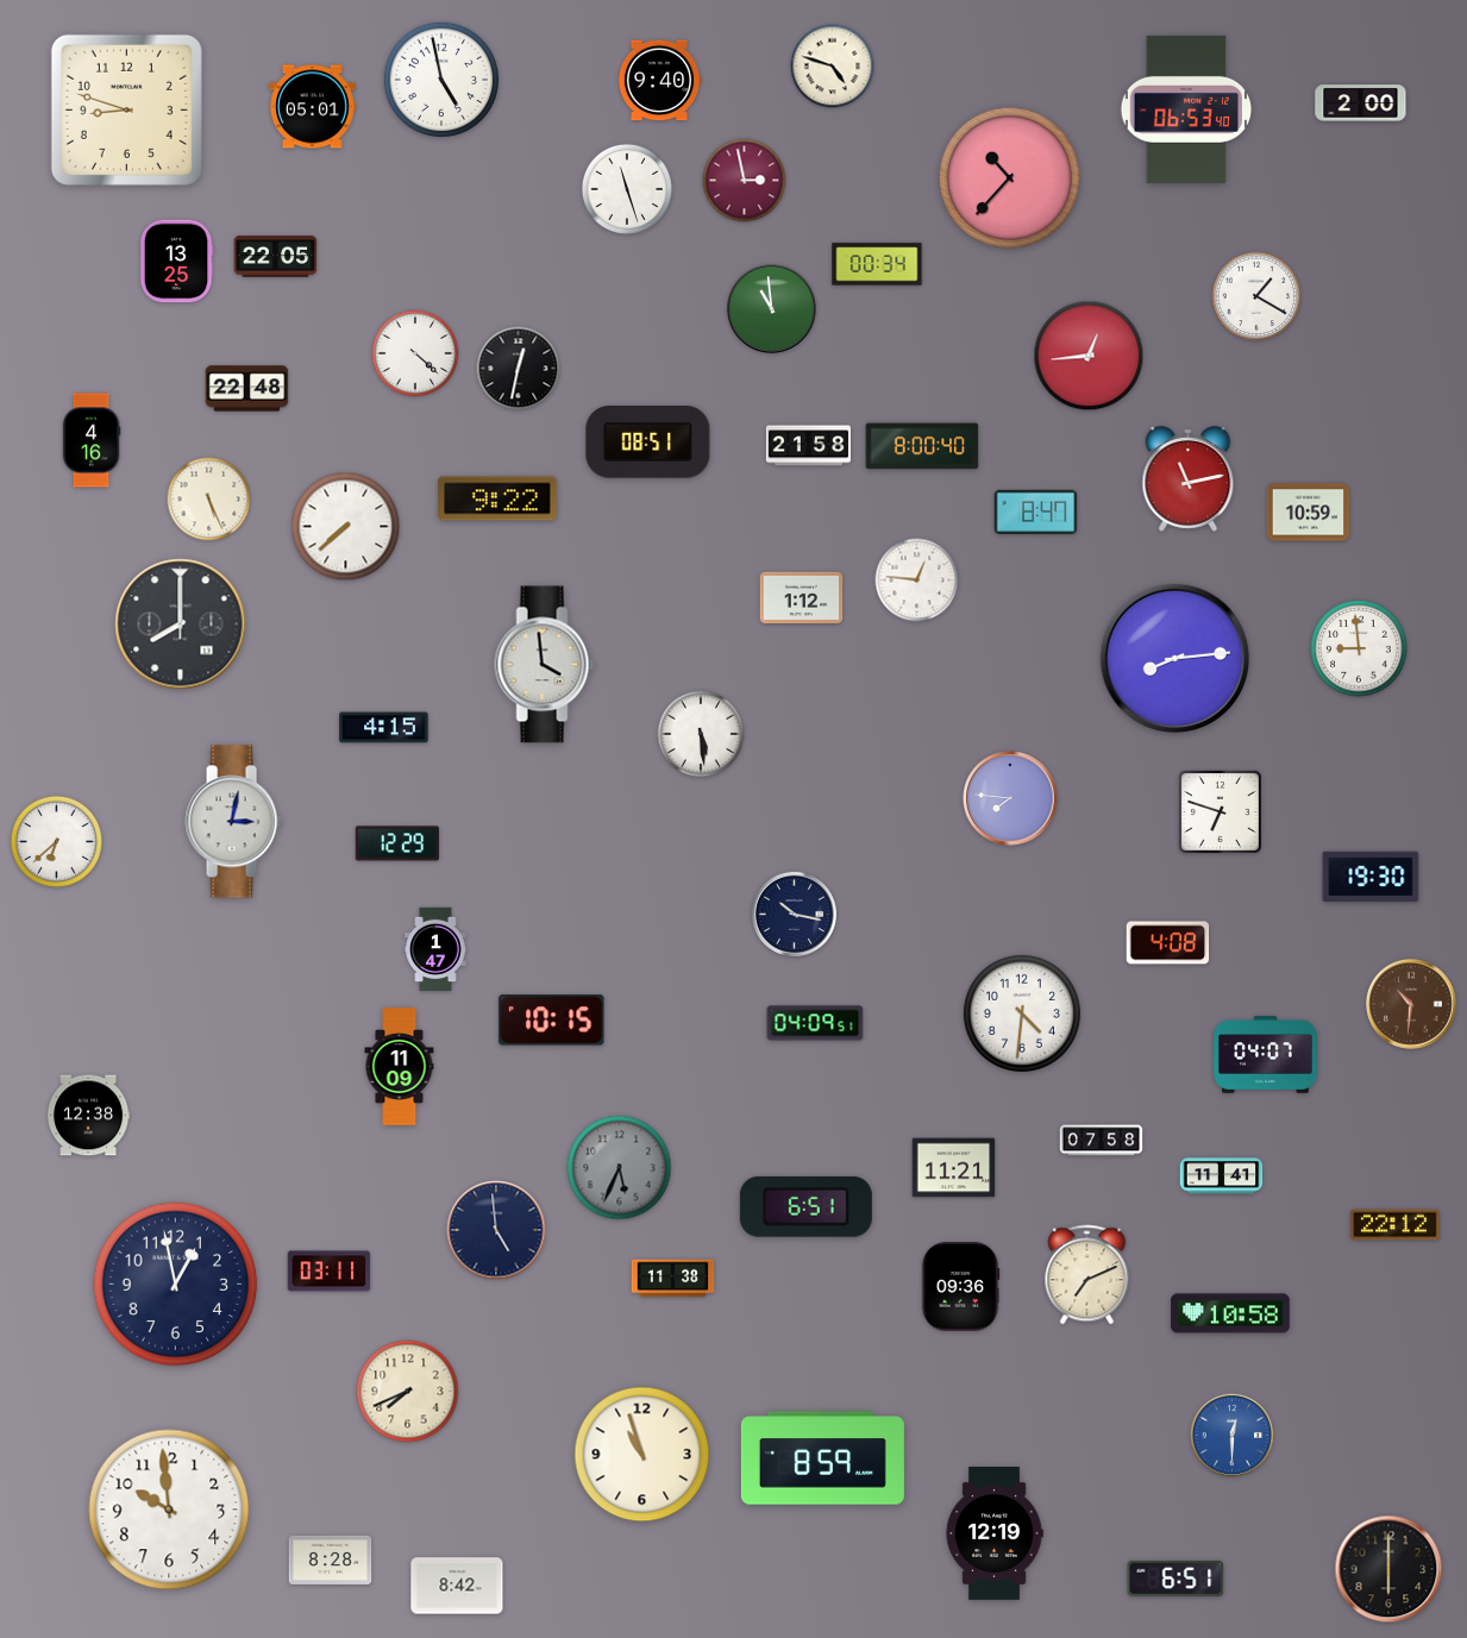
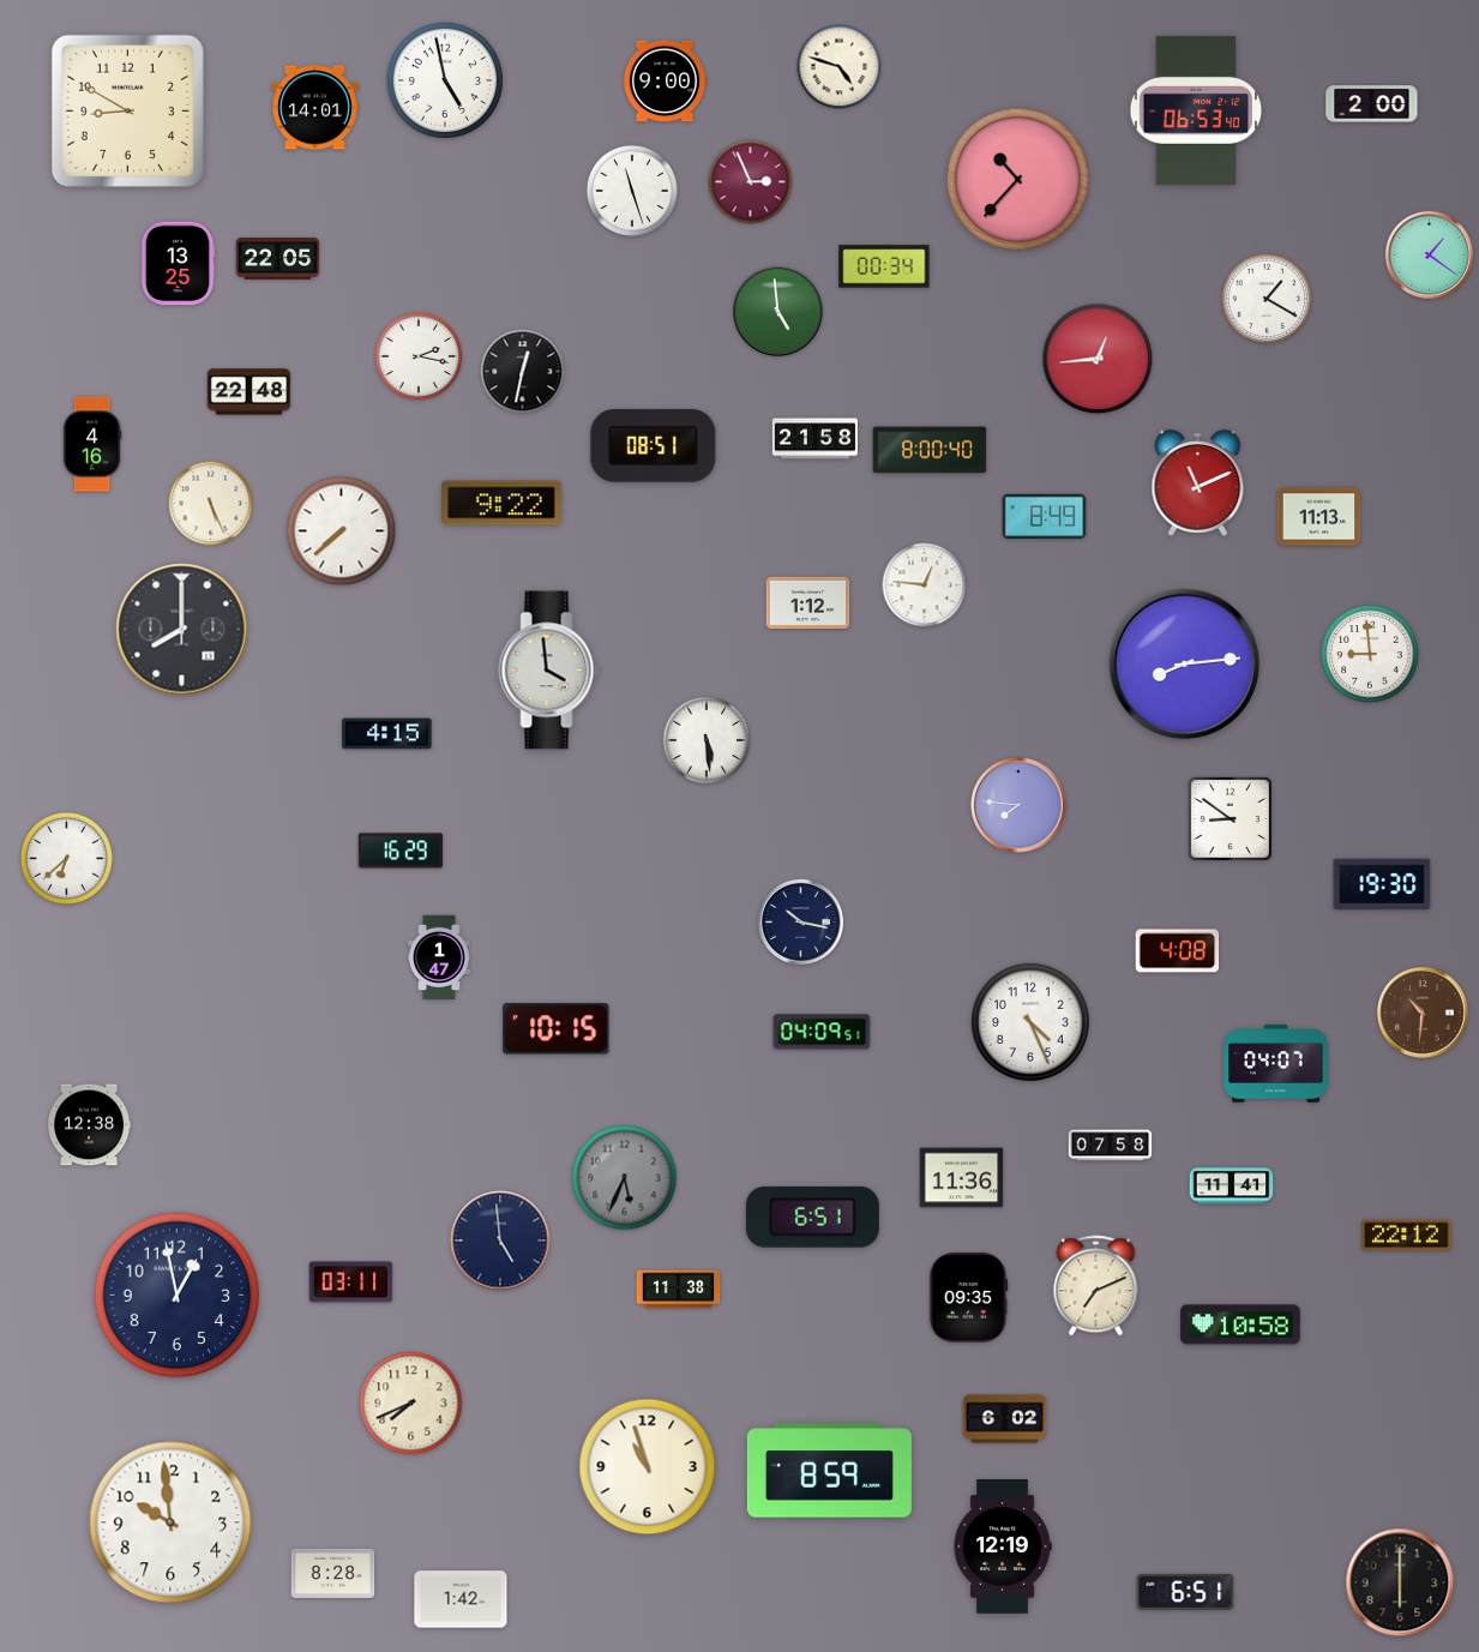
clock at (659, 81): 9:40 -> 9:00
clock at (313, 107): 05:01 -> 14:01
clock at (126, 109): 8:48 -> 8:50
clock at (745, 181): 2:58 -> 2:56
clock at (1429, 254): none -> 1:21
clock at (771, 309): 10:59 -> 4:59
clock at (415, 353): 4:22 -> 2:17
clock at (808, 446) position: (808, 446) -> (814, 439)
clock at (1189, 478): 11:13 -> 11:11
clock at (1036, 512): 8:47 -> 8:49
clock at (1309, 513): 10:59 -> 11:13
clock at (346, 527) position: (346, 527) -> (342, 531)
clock at (1220, 811): 6:48 -> 8:51
clock at (233, 822): 3:02 -> none
clock at (56, 841) position: (56, 841) -> (66, 858)
clock at (396, 843): 12:29 -> 16:29
clock at (1022, 1013): 4:31 -> 4:26
clock at (400, 1067): 11:09 -> none
clock at (1102, 1141) position: (1102, 1141) -> (1111, 1146)
clock at (954, 1168): 11:21 -> 11:36
clock at (330, 1272) position: (330, 1272) -> (351, 1282)
clock at (960, 1287): 09:36 -> 09:35
clock at (1005, 1419): none -> 6:02
clock at (1233, 1436): 12:30 -> none
clock at (457, 1586): 8:42 -> 1:42
